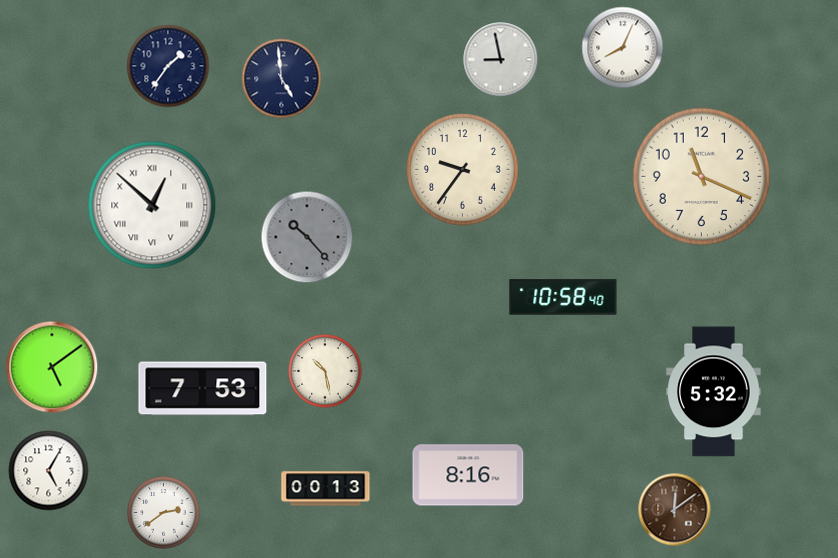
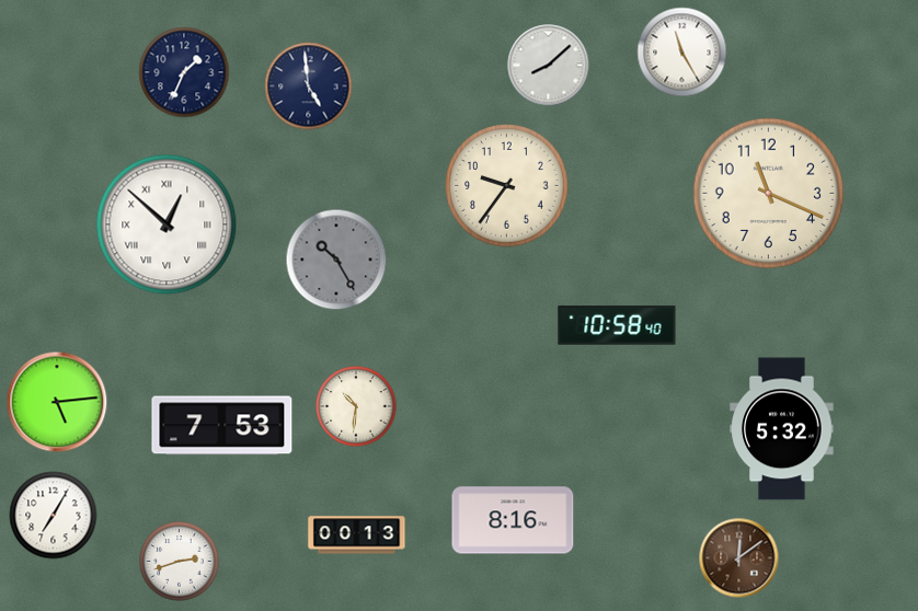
clock at (623, 48): 8:04 -> 11:25
clock at (501, 60): 8:58 -> 8:08
clock at (168, 66): 1:36 -> 1:34
clock at (307, 237): 10:23 -> 10:25
clock at (52, 367): 5:09 -> 5:14
clock at (325, 371): 10:28 -> 10:31
clock at (49, 471): 5:05 -> 7:05
clock at (164, 513): 2:39 -> 2:42
